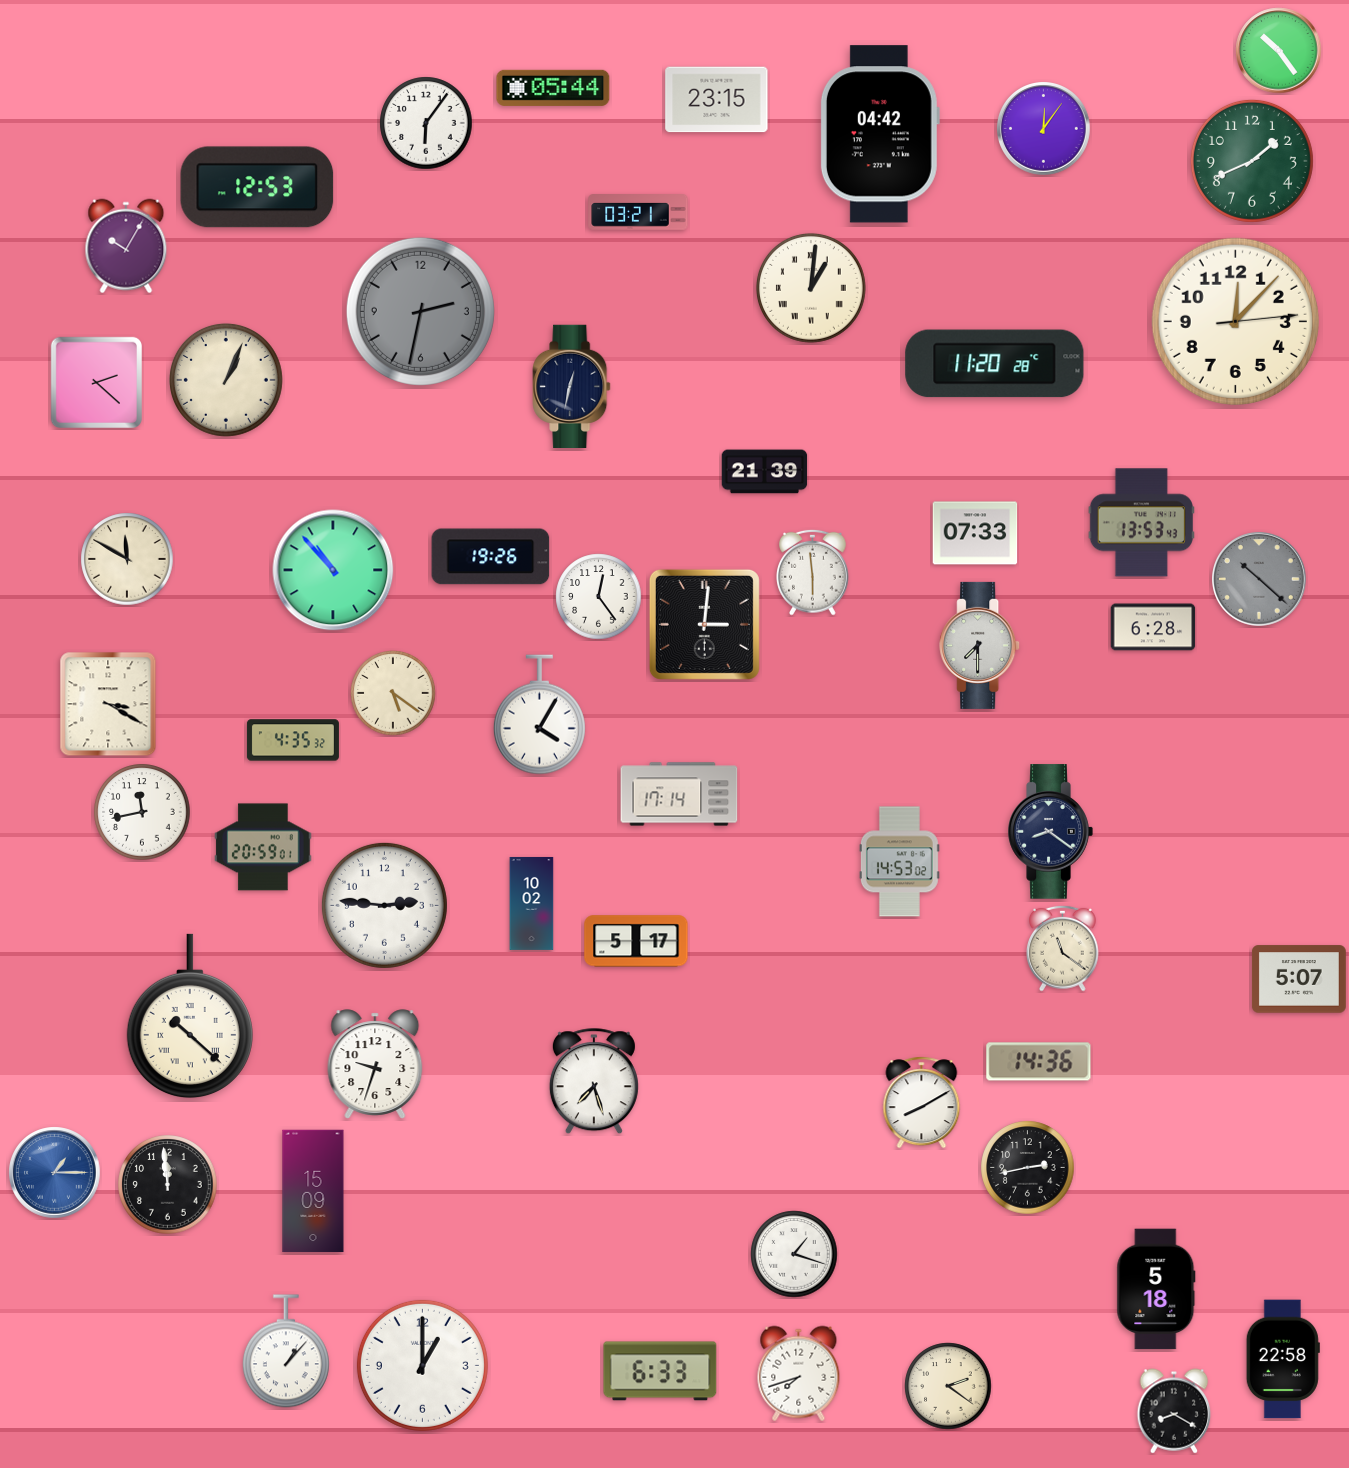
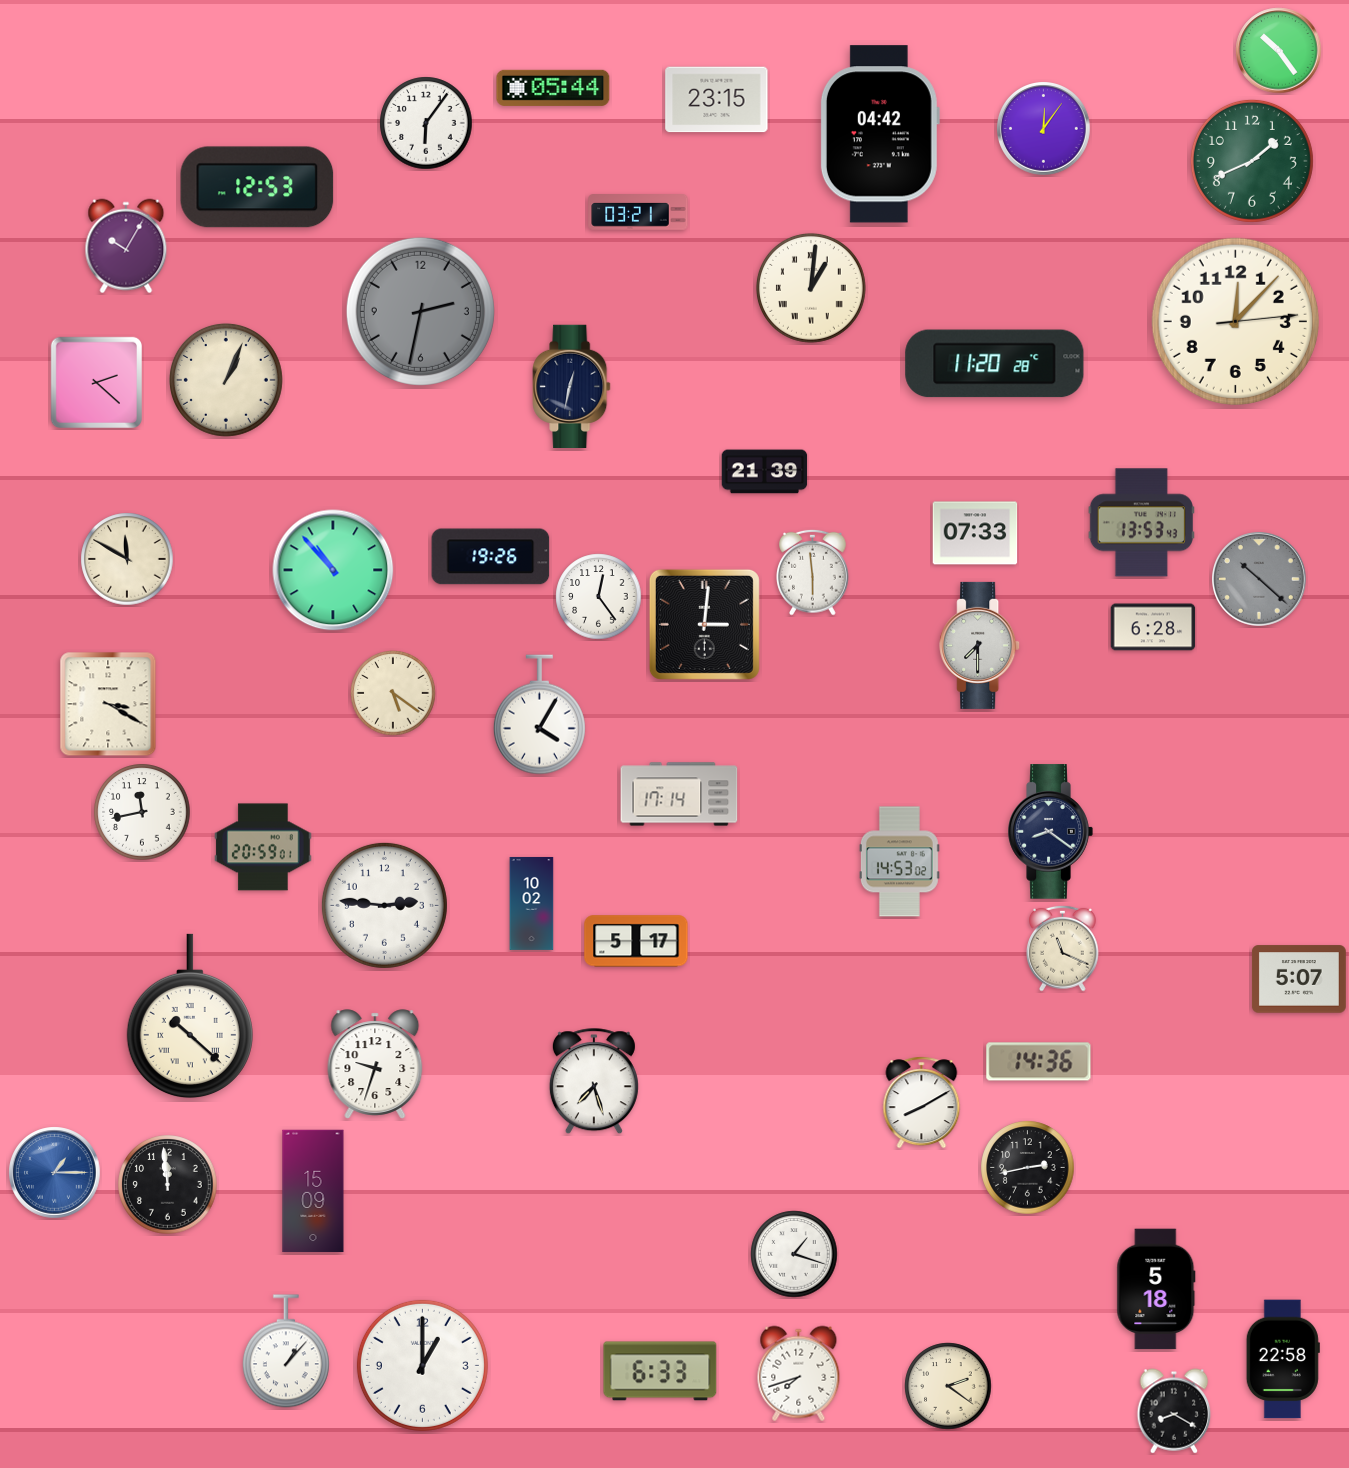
clock at (293, 740): 4:35 -> none
clock at (1063, 948): 11:21 -> 11:19
